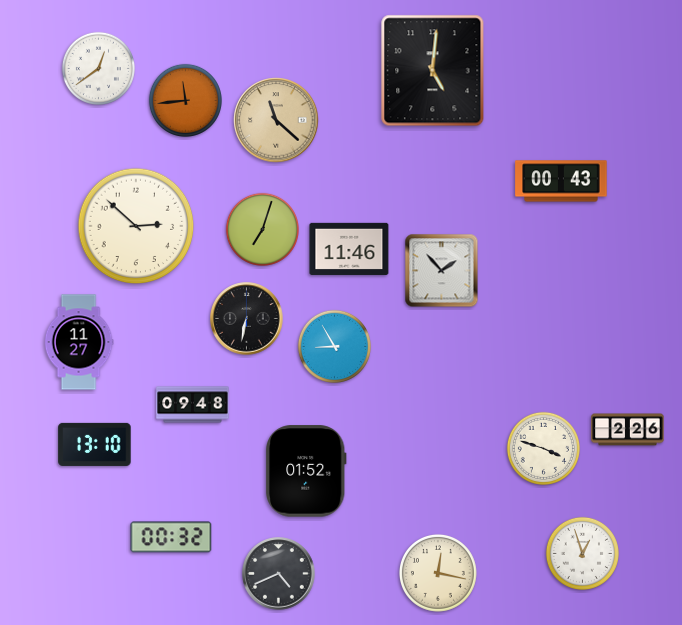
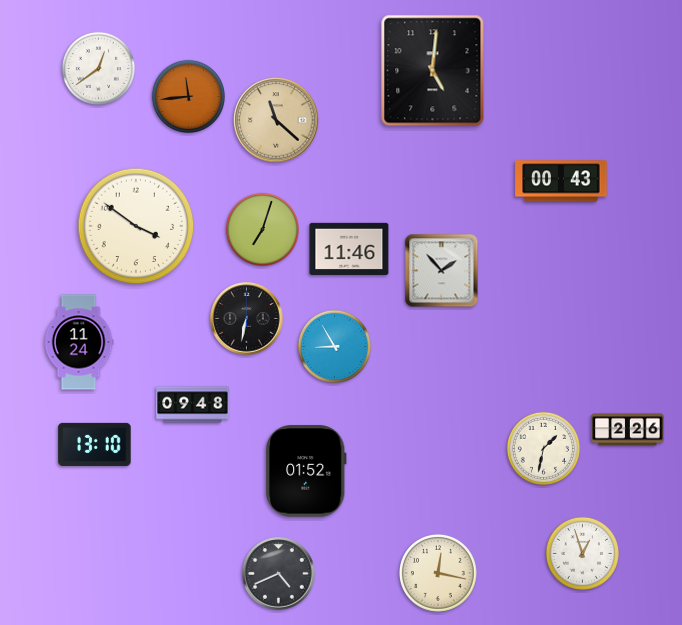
clock at (185, 100) position: (185, 100) -> (188, 96)
clock at (136, 226): 2:52 -> 3:51
clock at (79, 342): 11:27 -> 11:24
clock at (543, 448): 3:48 -> 1:32
clock at (171, 537): 00:32 -> none
